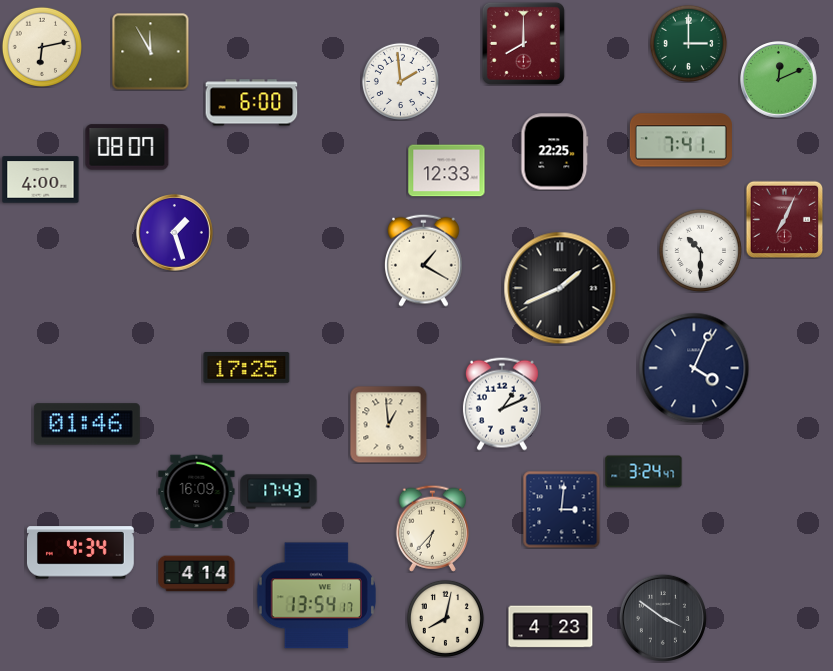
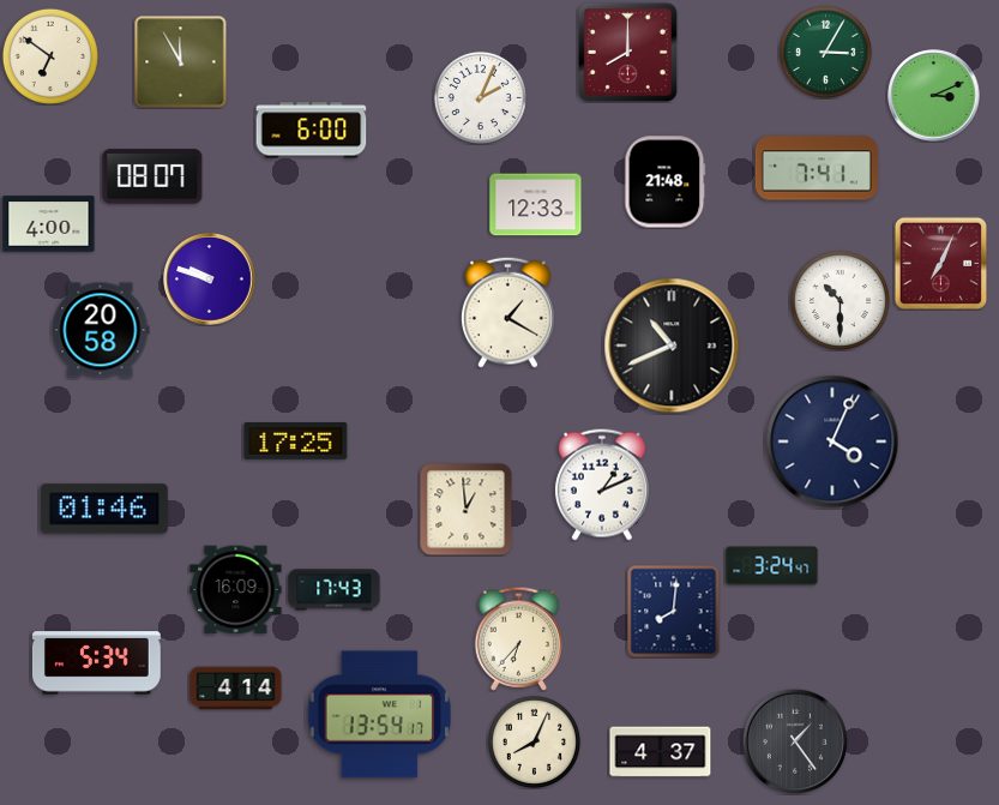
clock at (688, 43): 3:00 -> 3:05
clock at (42, 47): 6:13 -> 6:51
clock at (779, 80): 12:11 -> 3:11
clock at (400, 81): 1:59 -> 2:04
clock at (252, 103) position: (252, 103) -> (312, 131)
clock at (555, 152): 22:25 -> 21:48
clock at (41, 180) position: (41, 180) -> (49, 224)
clock at (175, 233): 1:27 -> 9:48
clock at (101, 330): none -> 20:58
clock at (560, 288): 1:41 -> 10:41
clock at (561, 509): 3:01 -> 8:01
clock at (432, 528) position: (432, 528) -> (518, 638)
clock at (80, 553): 4:34 -> 5:34
clock at (445, 618): 8:02 -> 8:04
clock at (663, 618): 3:51 -> 1:24
clock at (551, 627): 4:23 -> 4:37
